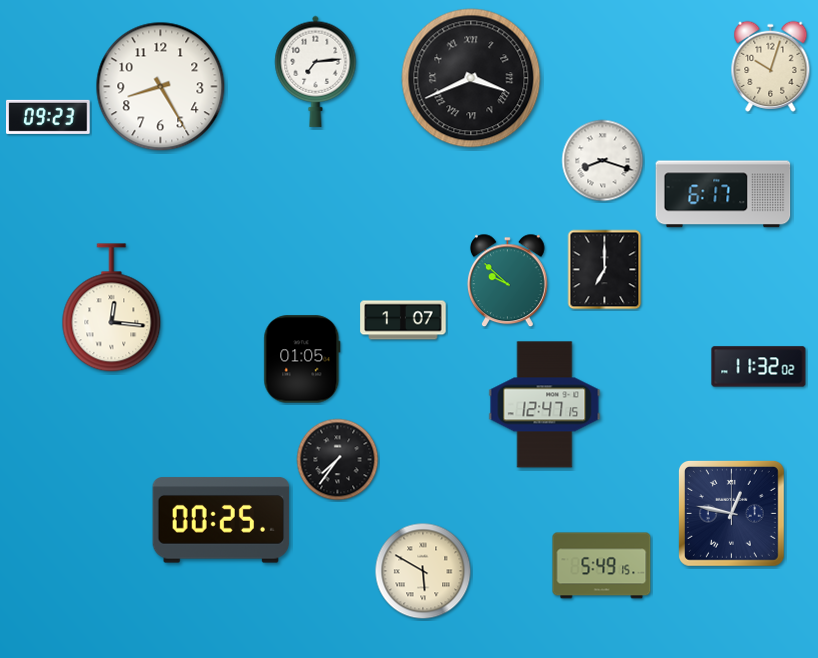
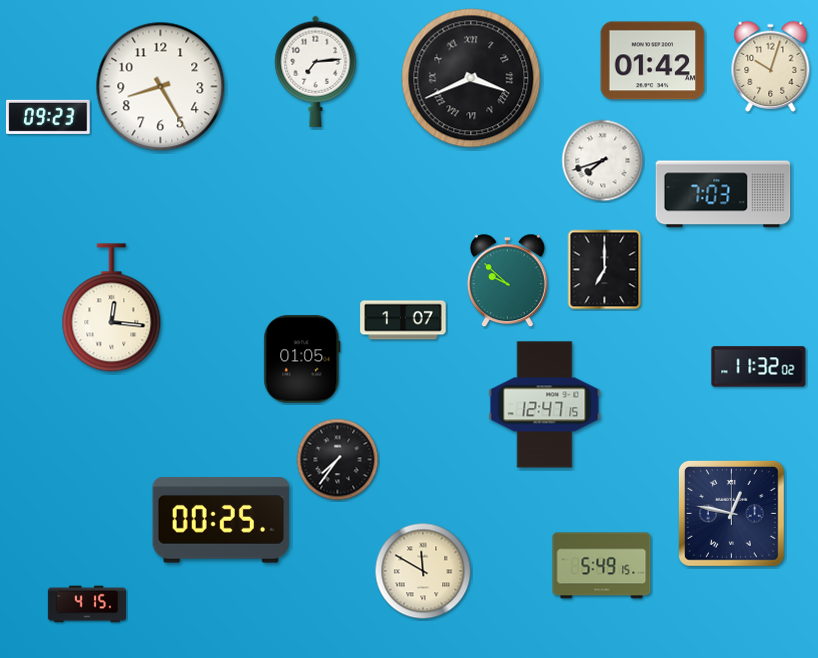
clock at (653, 61): none -> 01:42
clock at (603, 161): 8:18 -> 7:42
clock at (723, 194): 6:17 -> 7:03
clock at (423, 571): 5:50 -> 11:50
clock at (87, 604): none -> 4:15
